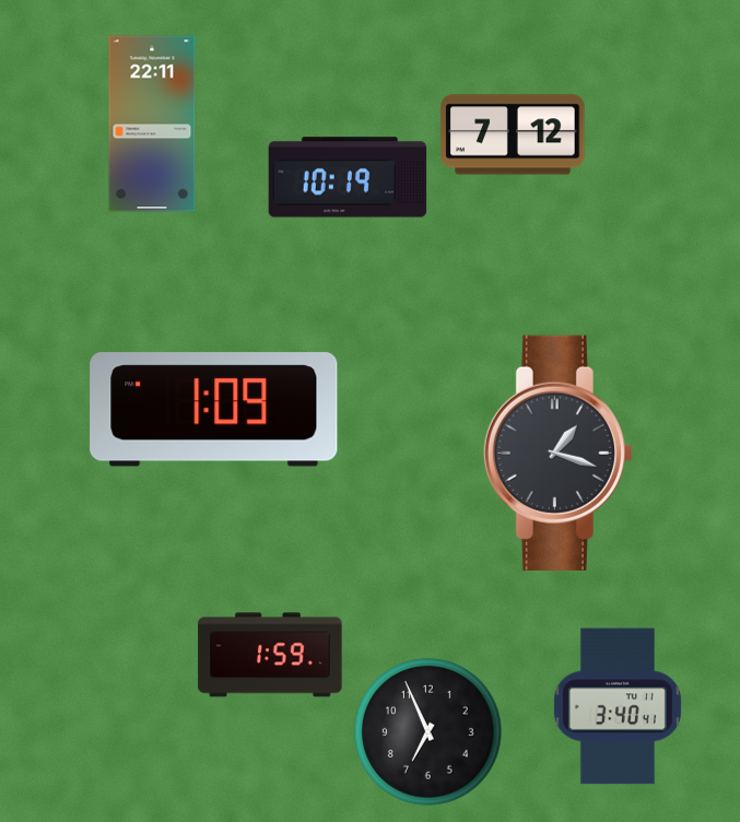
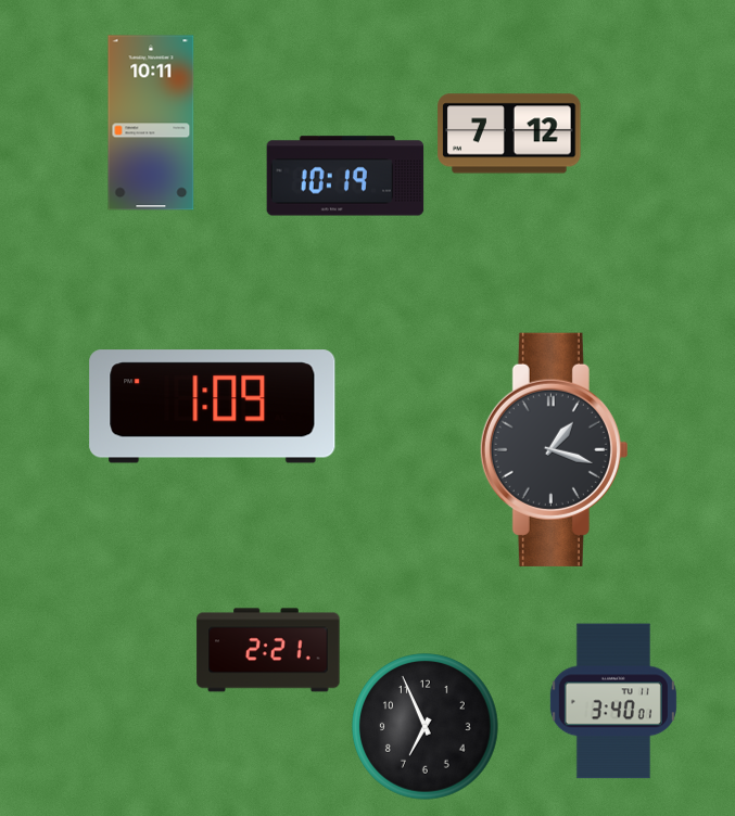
clock at (152, 124): 22:11 -> 10:11
clock at (270, 655): 1:59 -> 2:21
clock at (618, 706): 3:40:41 -> 3:40:01
